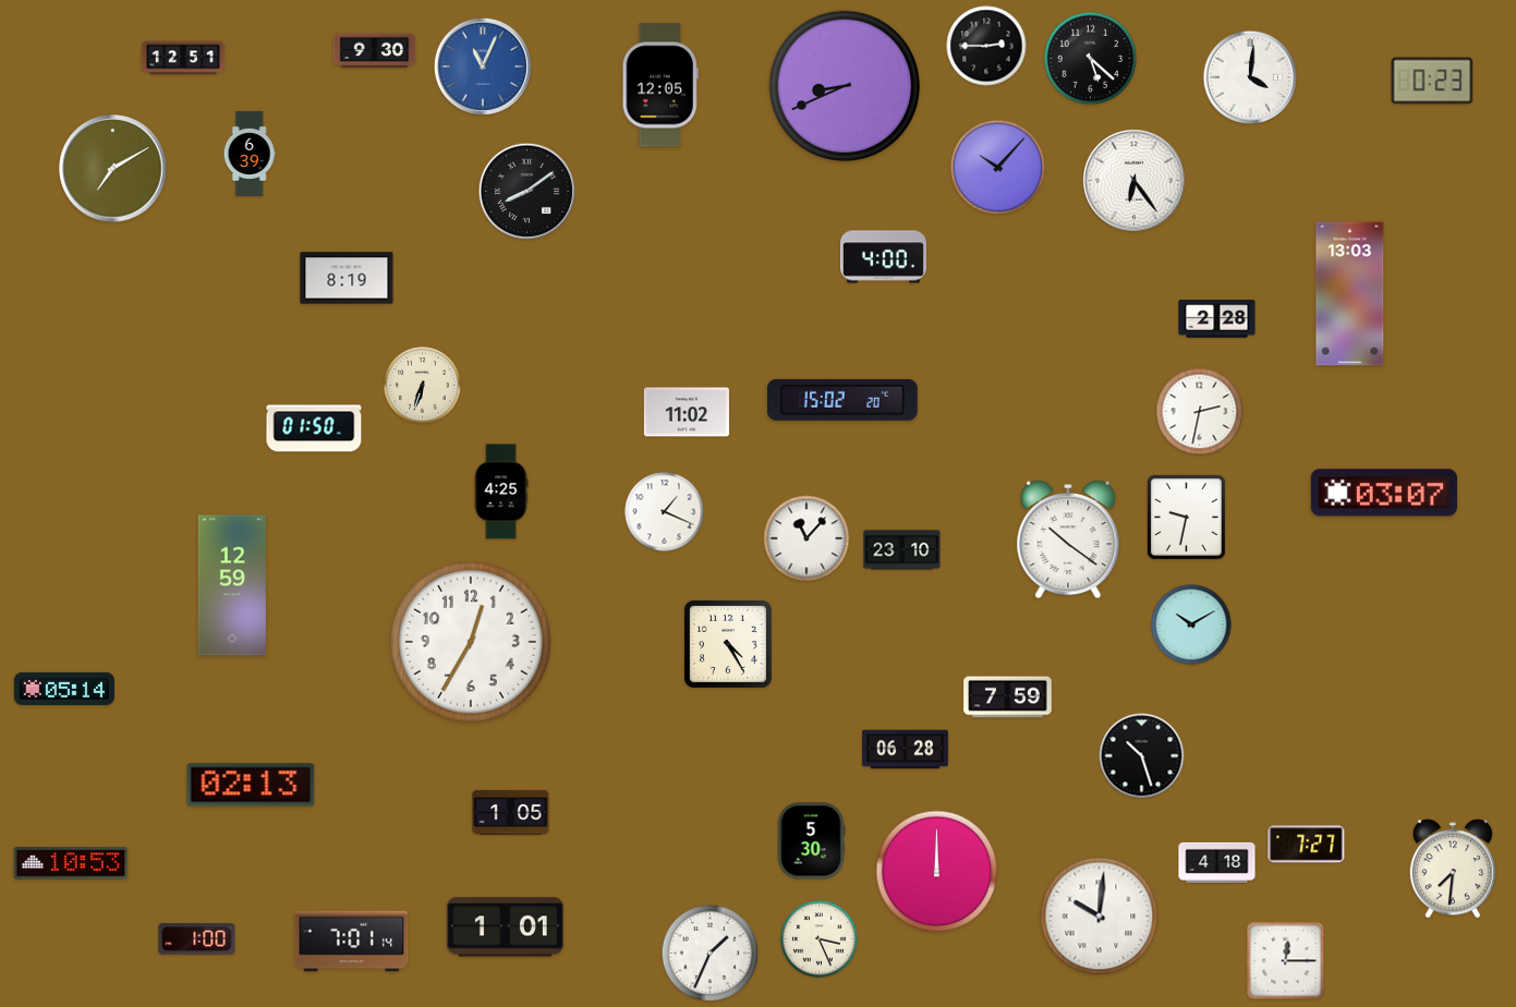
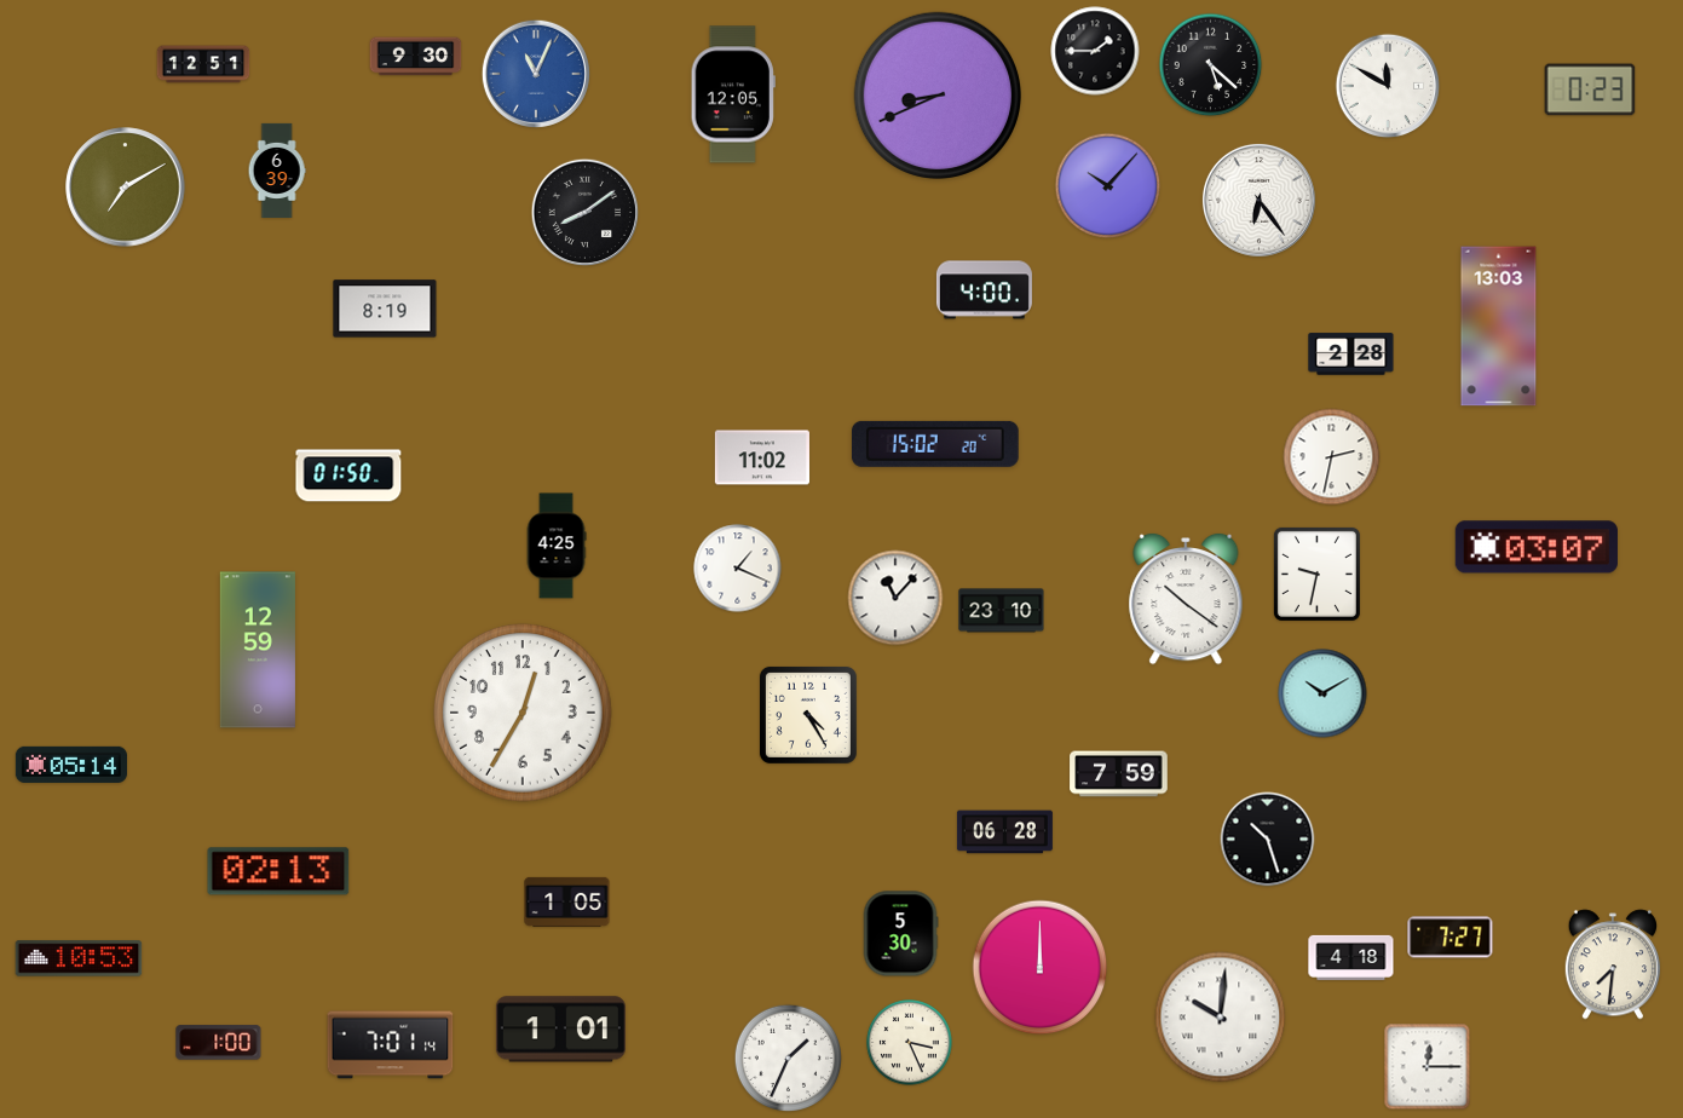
clock at (986, 46): 2:45 -> 1:45
clock at (1250, 77): 4:01 -> 11:50
clock at (883, 257) position: (883, 257) -> (984, 290)
clock at (423, 386): 6:33 -> none
